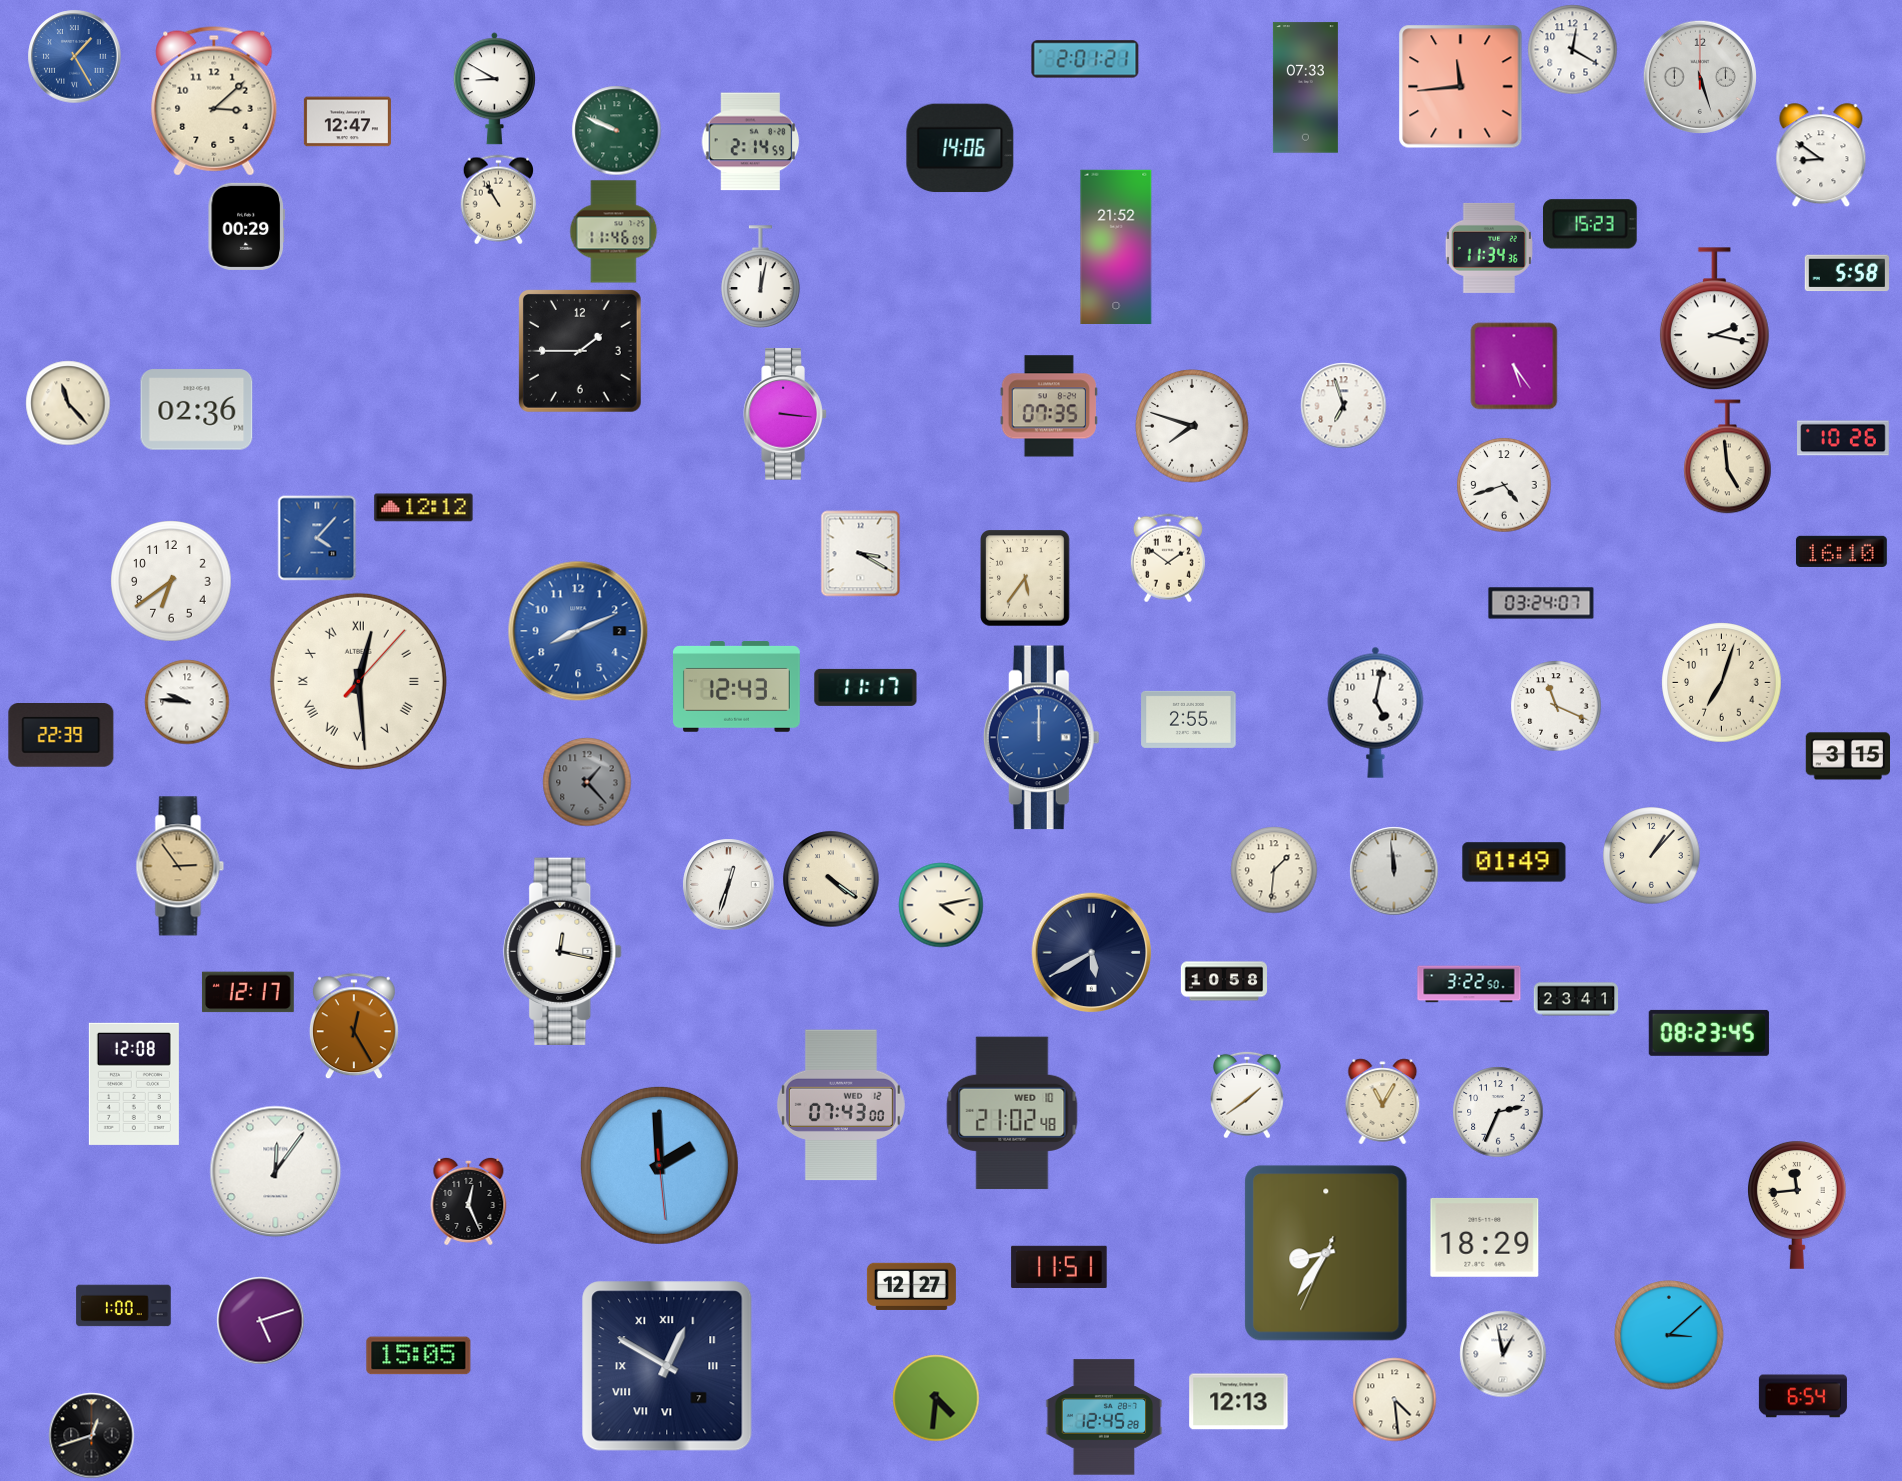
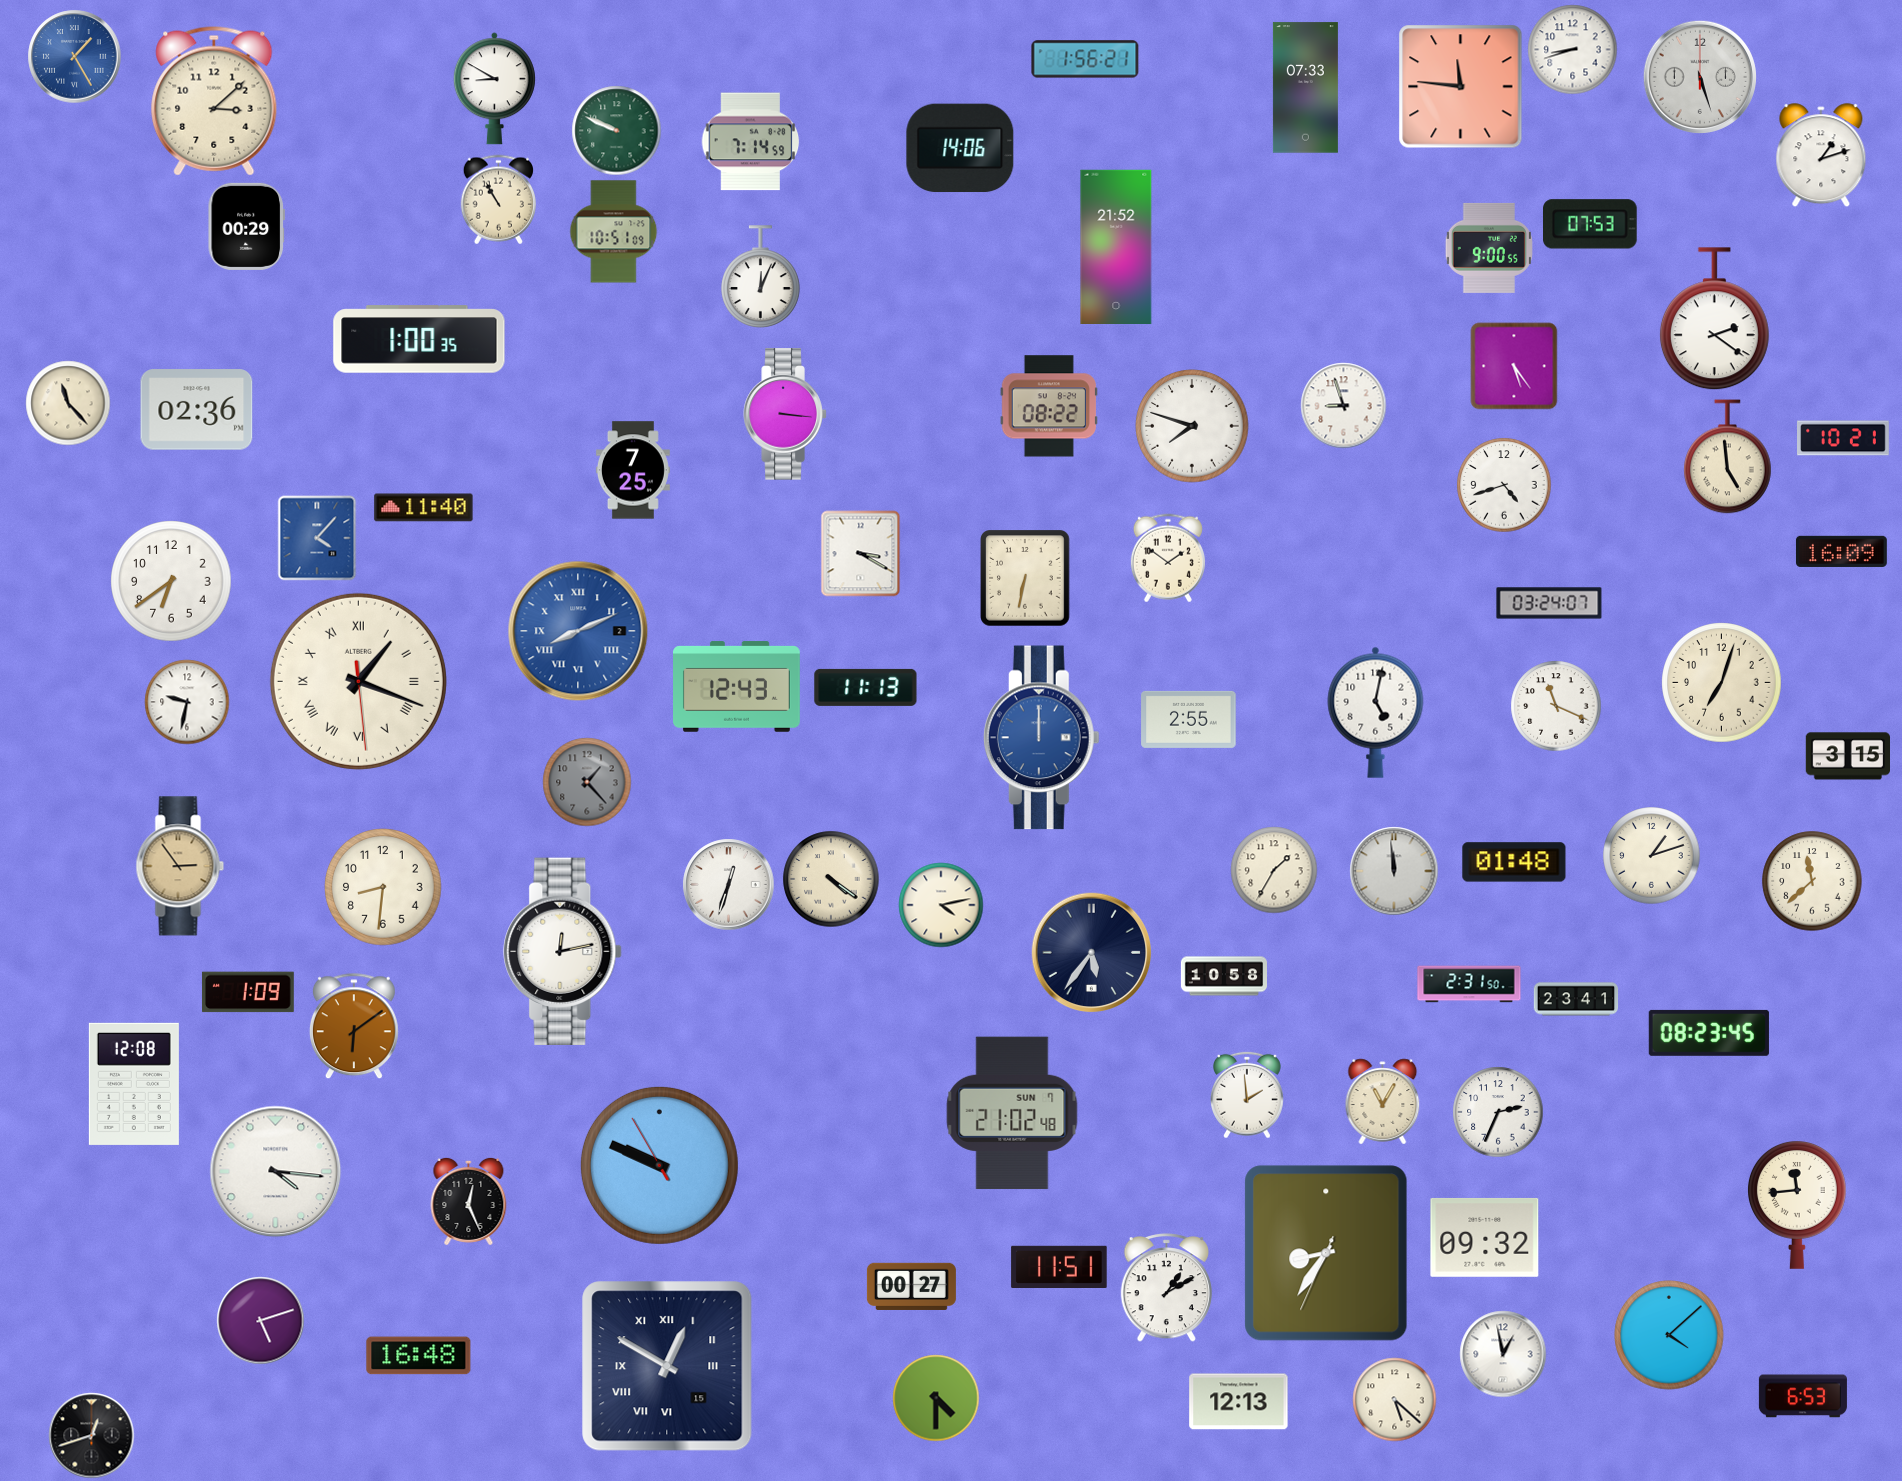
clock at (1573, 50): 12:20 -> 8:42
clock at (1085, 59): 2:01 -> 1:56
clock at (1461, 87): 11:44 -> 11:46
clock at (347, 122): 12:47 -> none
clock at (751, 142): 2:14 -> 7:14
clock at (1821, 156): 8:51 -> 1:12
clock at (1591, 224): 15:23 -> 07:53
clock at (614, 232): 11:46 -> 10:51
clock at (1489, 248): 11:34 -> 9:00
clock at (1846, 273): 5:58 -> none
clock at (761, 277): 12:02 -> 12:04
clock at (1714, 319): 2:17 -> 2:21
clock at (419, 339): none -> 1:00
clock at (580, 351): 1:45 -> none
clock at (1049, 406): 07:35 -> 08:22
clock at (1344, 406): 6:57 -> 8:57
clock at (1844, 438): 10:26 -> 10:21
clock at (633, 470): none -> 7:25
clock at (424, 508): 12:12 -> 11:40
clock at (1841, 551): 16:10 -> 16:09
clock at (1025, 578): 5:36 -> 6:32
clock at (1541, 603) position: (1541, 603) -> (1549, 603)
clock at (578, 631) numerals: Arabic -> Roman
clock at (358, 681): 12:29 -> 1:18
clock at (866, 687): 11:17 -> 11:13
clock at (187, 702): 9:46 -> 9:32
clock at (61, 736): 22:39 -> none
clock at (1652, 856): 1:07 -> 1:12
clock at (1514, 862): 01:49 -> 01:48
clock at (1274, 870): 1:31 -> 1:35
clock at (1812, 881): none -> 11:38
clock at (383, 887): none -> 8:31
clock at (563, 951): 12:17 -> 12:13
clock at (1092, 953): 5:40 -> 5:36
clock at (1223, 981) position: (1223, 981) -> (1223, 976)
clock at (1469, 984): 3:22 -> 2:31
clock at (248, 992): 12:17 -> 1:09
clock at (354, 1027): 12:25 -> 6:09
clock at (1248, 1095): 1:39 -> 1:59
clock at (841, 1105): 07:43 -> none
clock at (1012, 1113) date: WED 10 -> SUN 7
clock at (659, 1165): 1:59 -> 9:48
clock at (276, 1172): 12:06 -> 4:16
clock at (1485, 1237): 18:29 -> 09:32
clock at (911, 1286): 12:27 -> 00:27
clock at (1166, 1288): none -> 1:10
clock at (124, 1306): 1:00 -> none
clock at (1669, 1335): 3:08 -> 4:08
clock at (419, 1356): 15:05 -> 16:48
clock at (667, 1366) date: 7 -> 15
clock at (1803, 1396): 6:54 -> 6:53
clock at (936, 1398): 4:31 -> 4:30
clock at (1395, 1400): 4:29 -> 5:22
clock at (1104, 1417): 12:45 -> none
